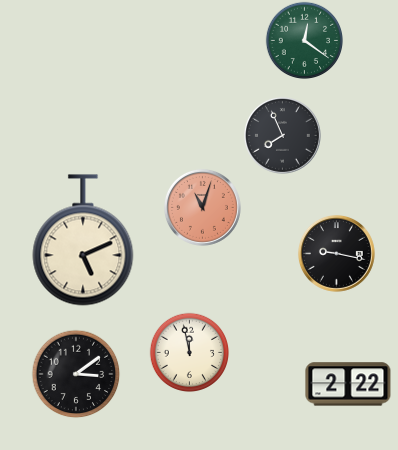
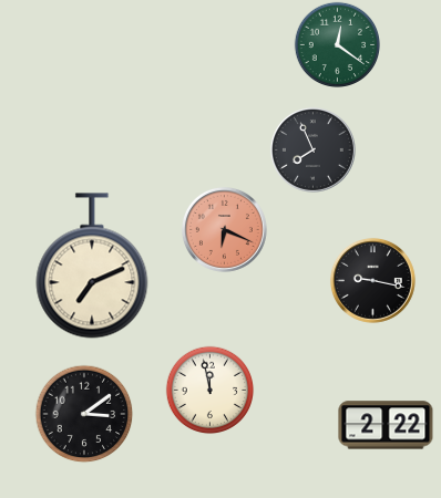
clock at (202, 207): 11:03 -> 6:19
clock at (83, 240): 5:11 -> 7:11
